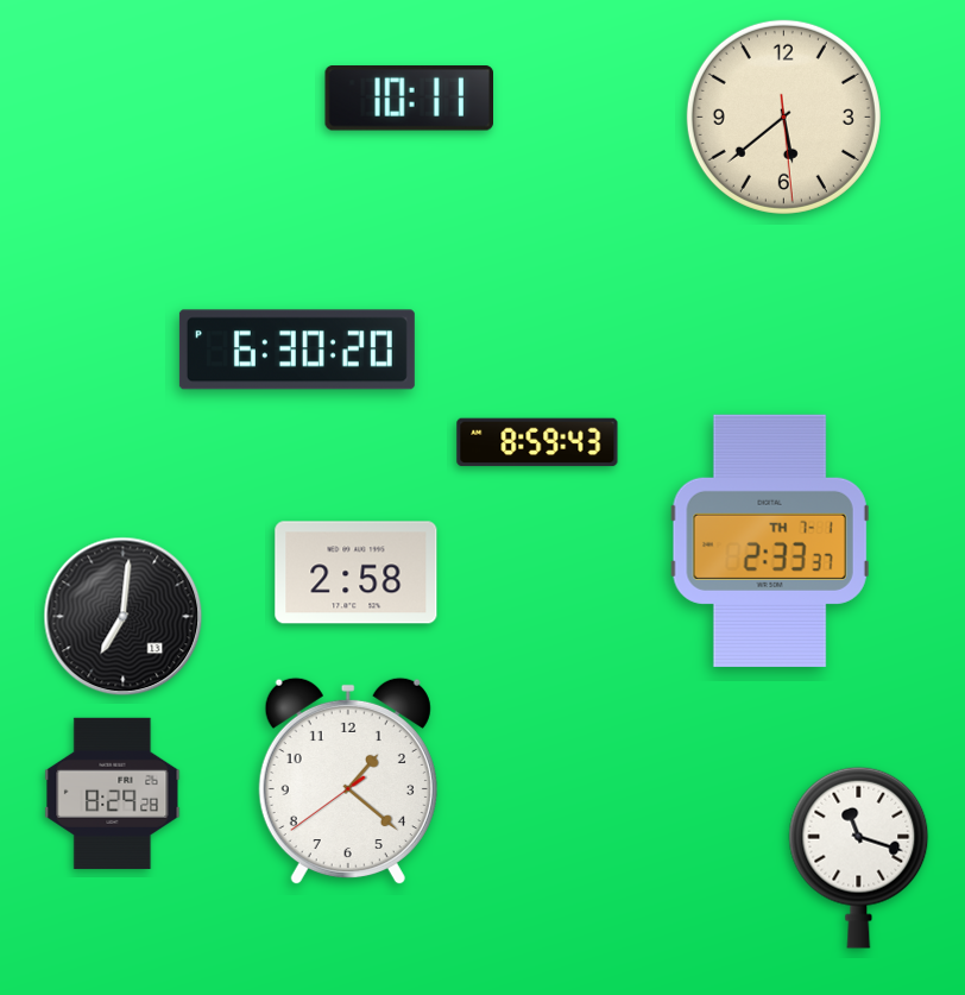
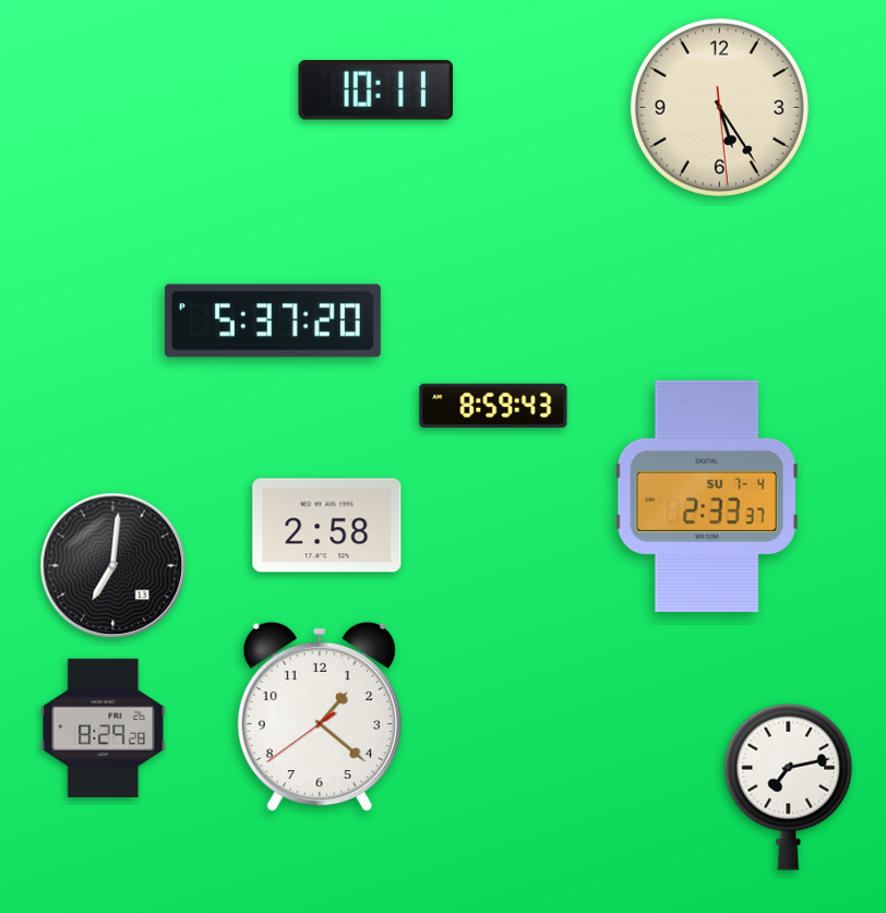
clock at (783, 116): 5:38 -> 5:24
clock at (297, 349): 6:30 -> 5:37
clock at (770, 541) date: TH 7-1 -> SU 7-4
clock at (859, 857): 11:18 -> 7:13
